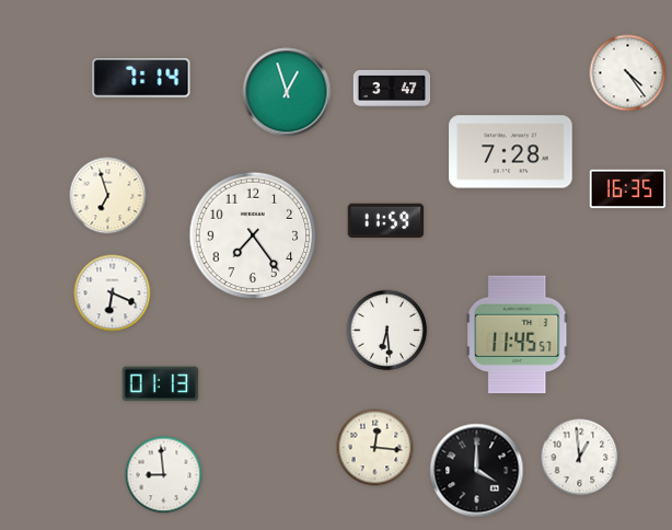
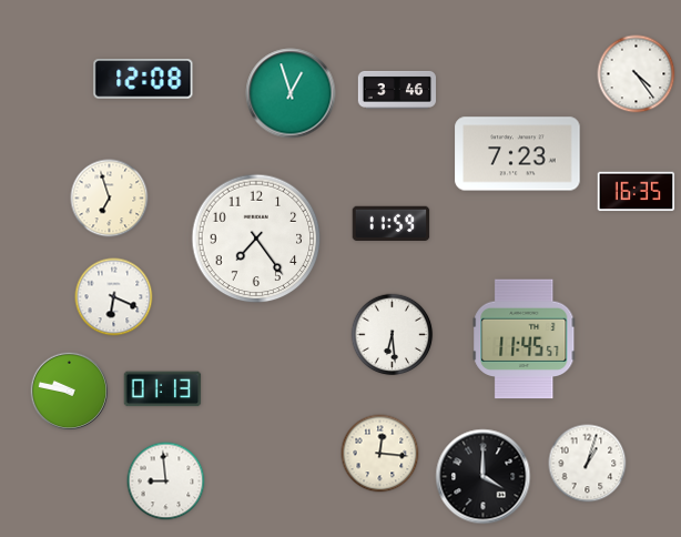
clock at (141, 79): 7:14 -> 12:08
clock at (392, 89): 3:47 -> 3:46
clock at (511, 152): 7:28 -> 7:23
clock at (69, 391): none -> 9:47
clock at (580, 458): 12:59 -> 1:03
